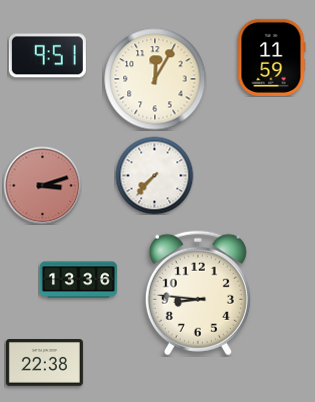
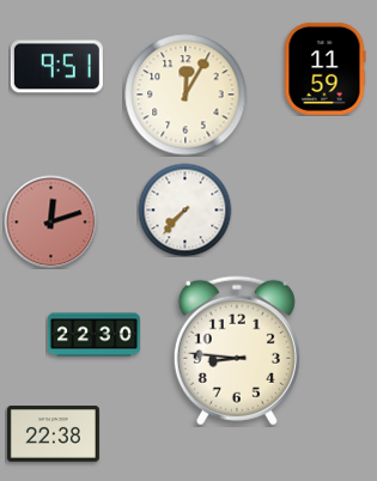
clock at (42, 185): 3:12 -> 12:12
clock at (78, 280): 13:36 -> 22:30
